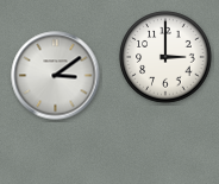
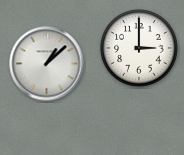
clock at (56, 76): 3:09 -> 1:08
